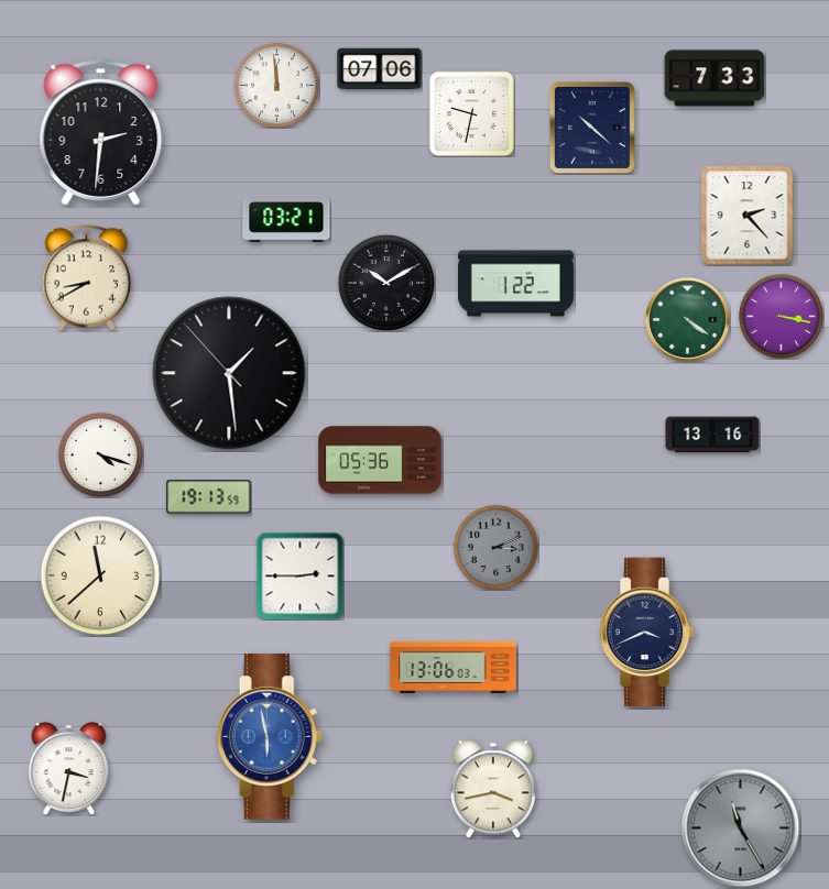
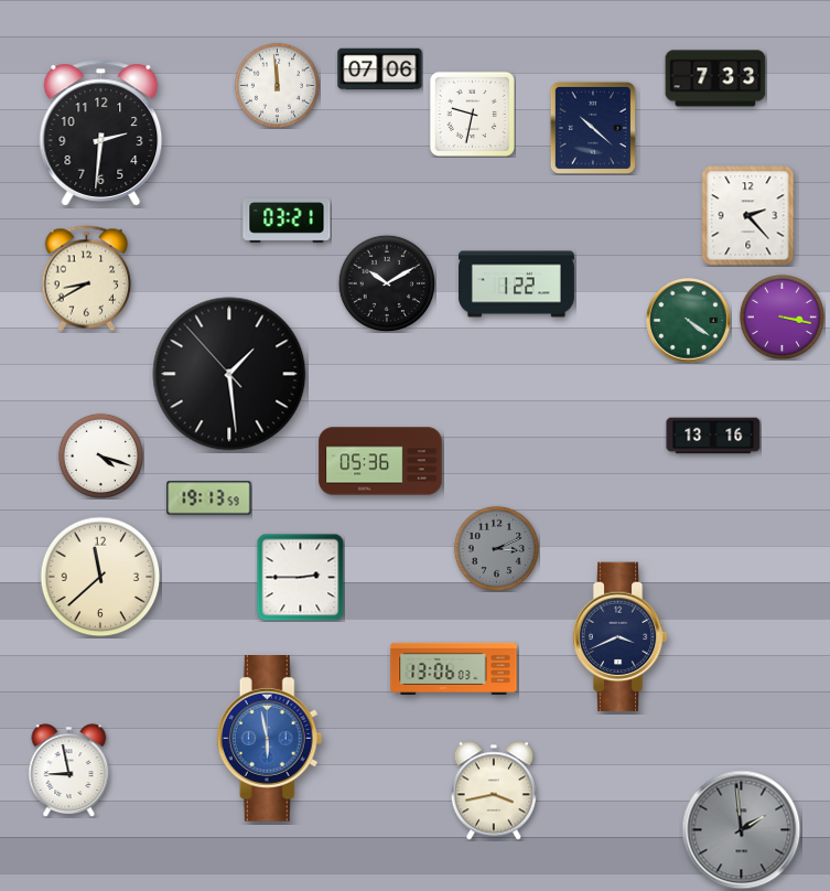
clock at (646, 633) position: (646, 633) -> (619, 637)
clock at (69, 769): 3:32 -> 8:58
clock at (741, 828): 11:25 -> 1:59
